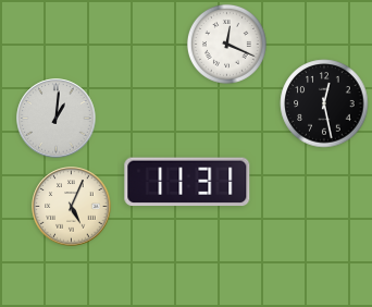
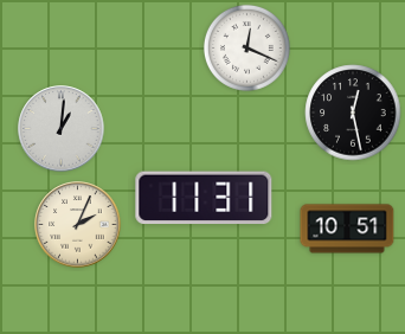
clock at (72, 207): 5:04 -> 2:04
clock at (347, 229): none -> 10:51
